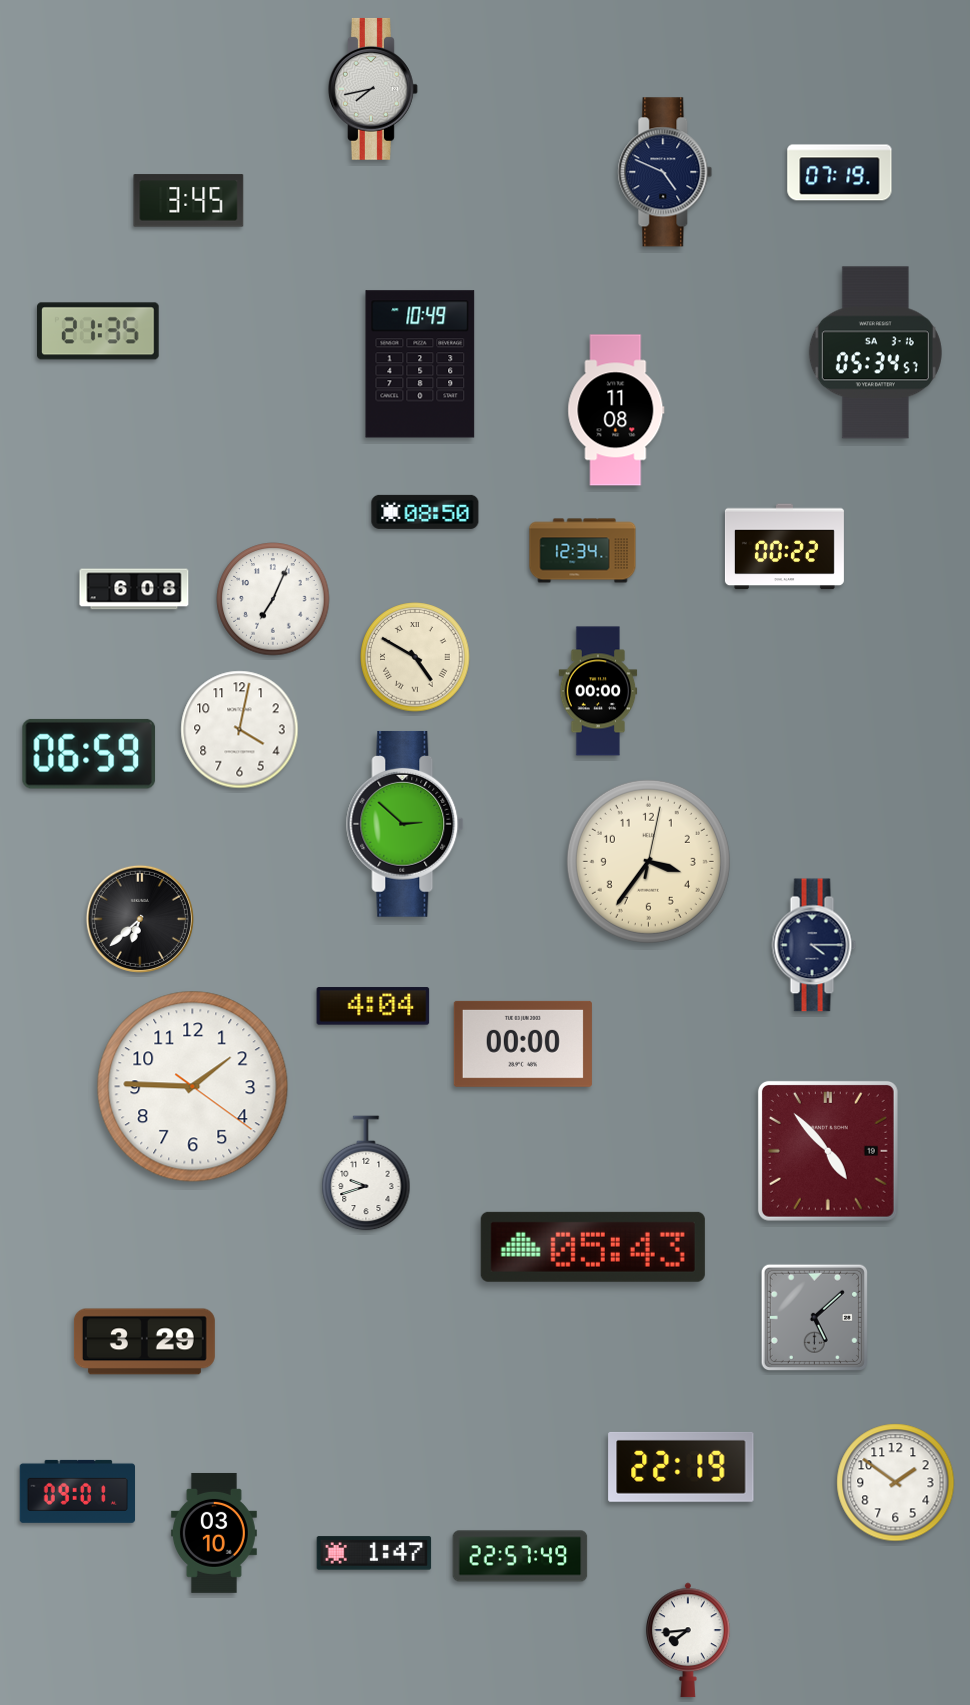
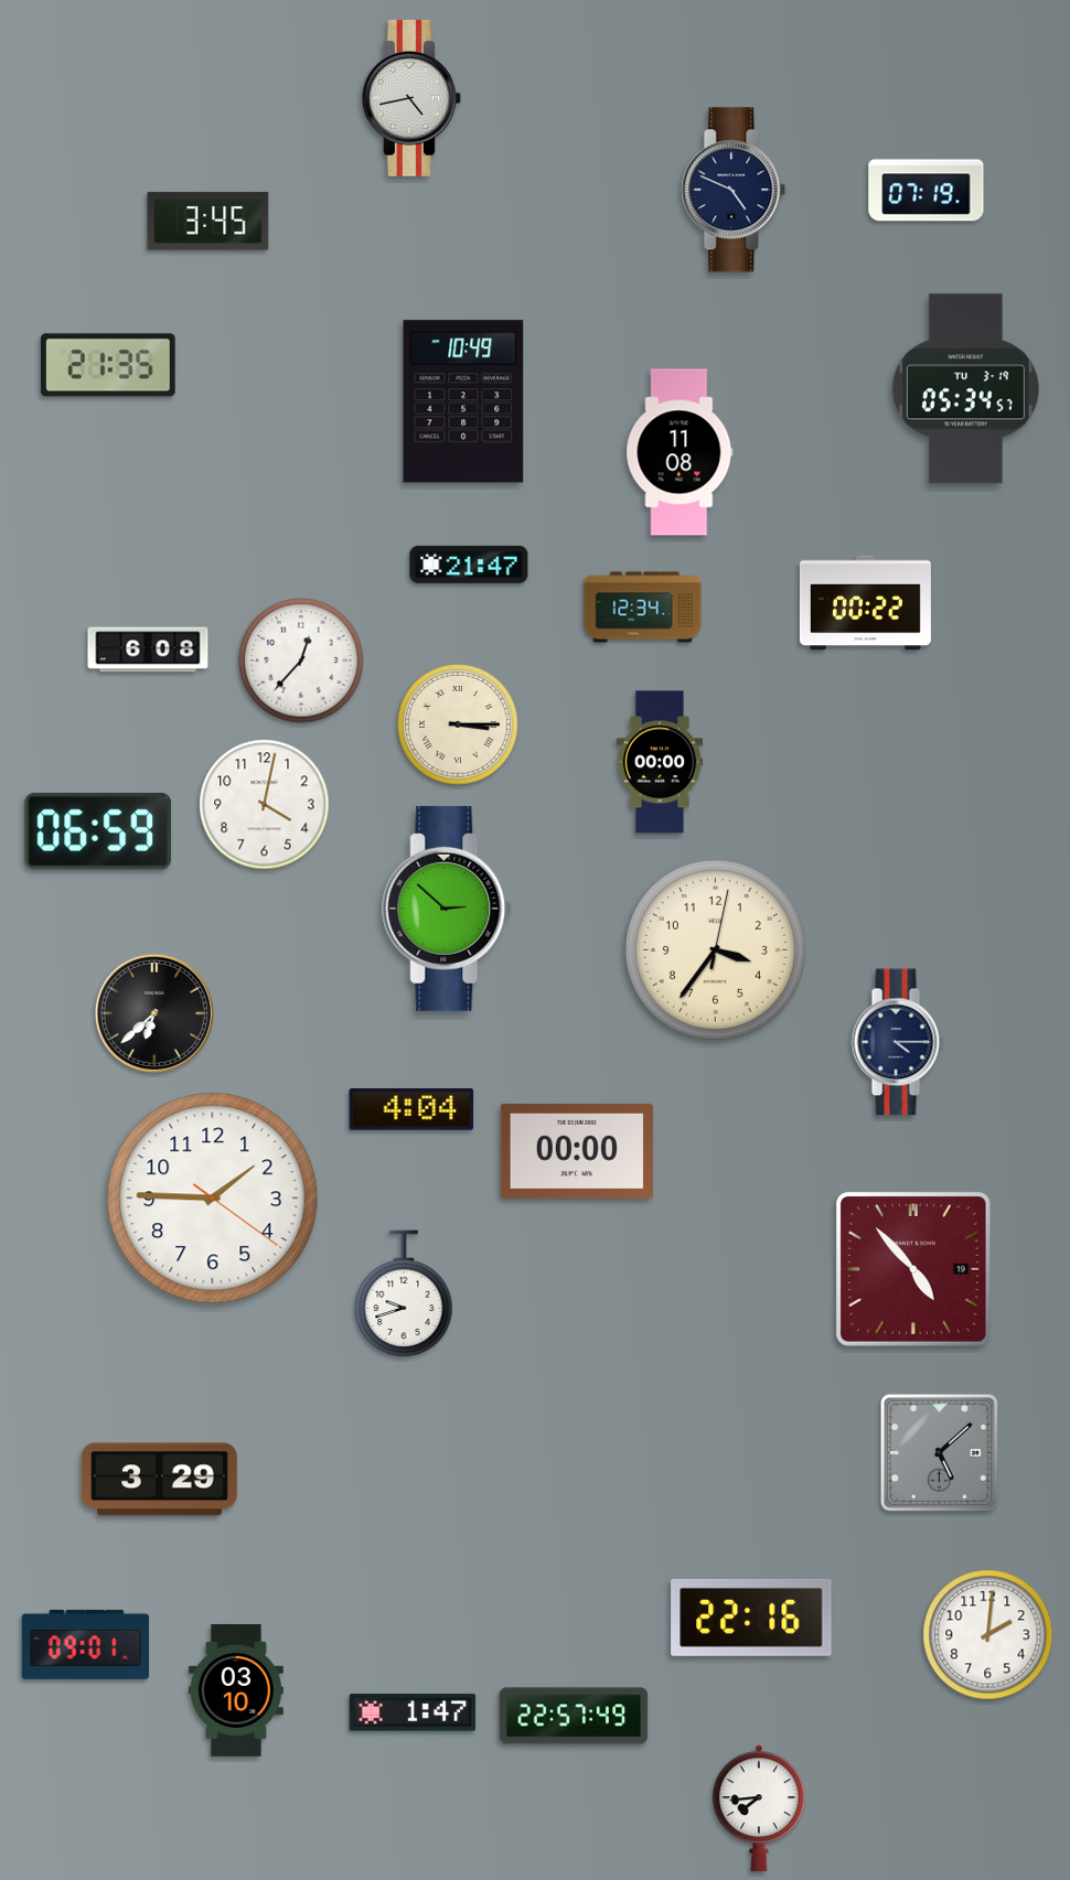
clock at (373, 89): 7:43 -> 4:43
clock at (875, 353) date: SA 3-16 -> TU 3-19
clock at (425, 512): 08:50 -> 21:47
clock at (273, 599): 7:04 -> 12:37
clock at (415, 657): 4:50 -> 3:15
clock at (593, 1247): 05:43 -> none
clock at (814, 1317) position: (814, 1317) -> (939, 1452)
clock at (681, 1467): 22:19 -> 22:16
clock at (896, 1483): 1:51 -> 2:01
